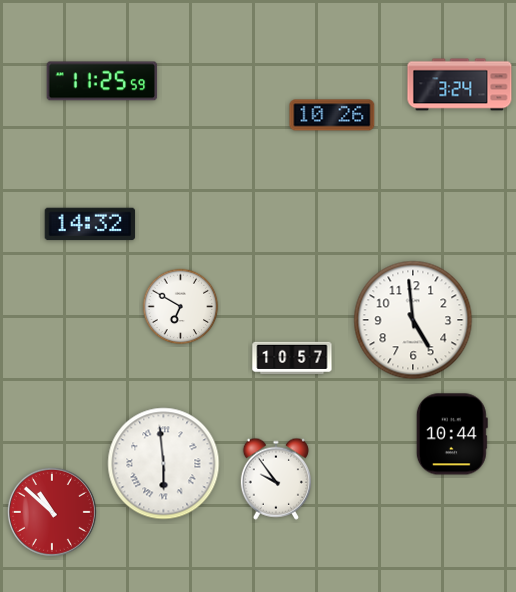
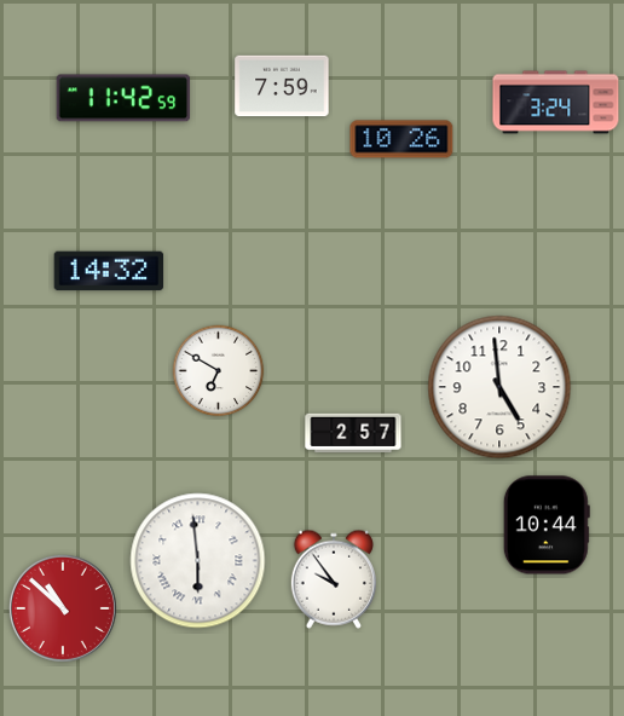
clock at (282, 86): none -> 7:59
clock at (102, 81): 11:25 -> 11:42
clock at (292, 357): 10:57 -> 2:57
clock at (52, 512) position: (52, 512) -> (63, 608)
